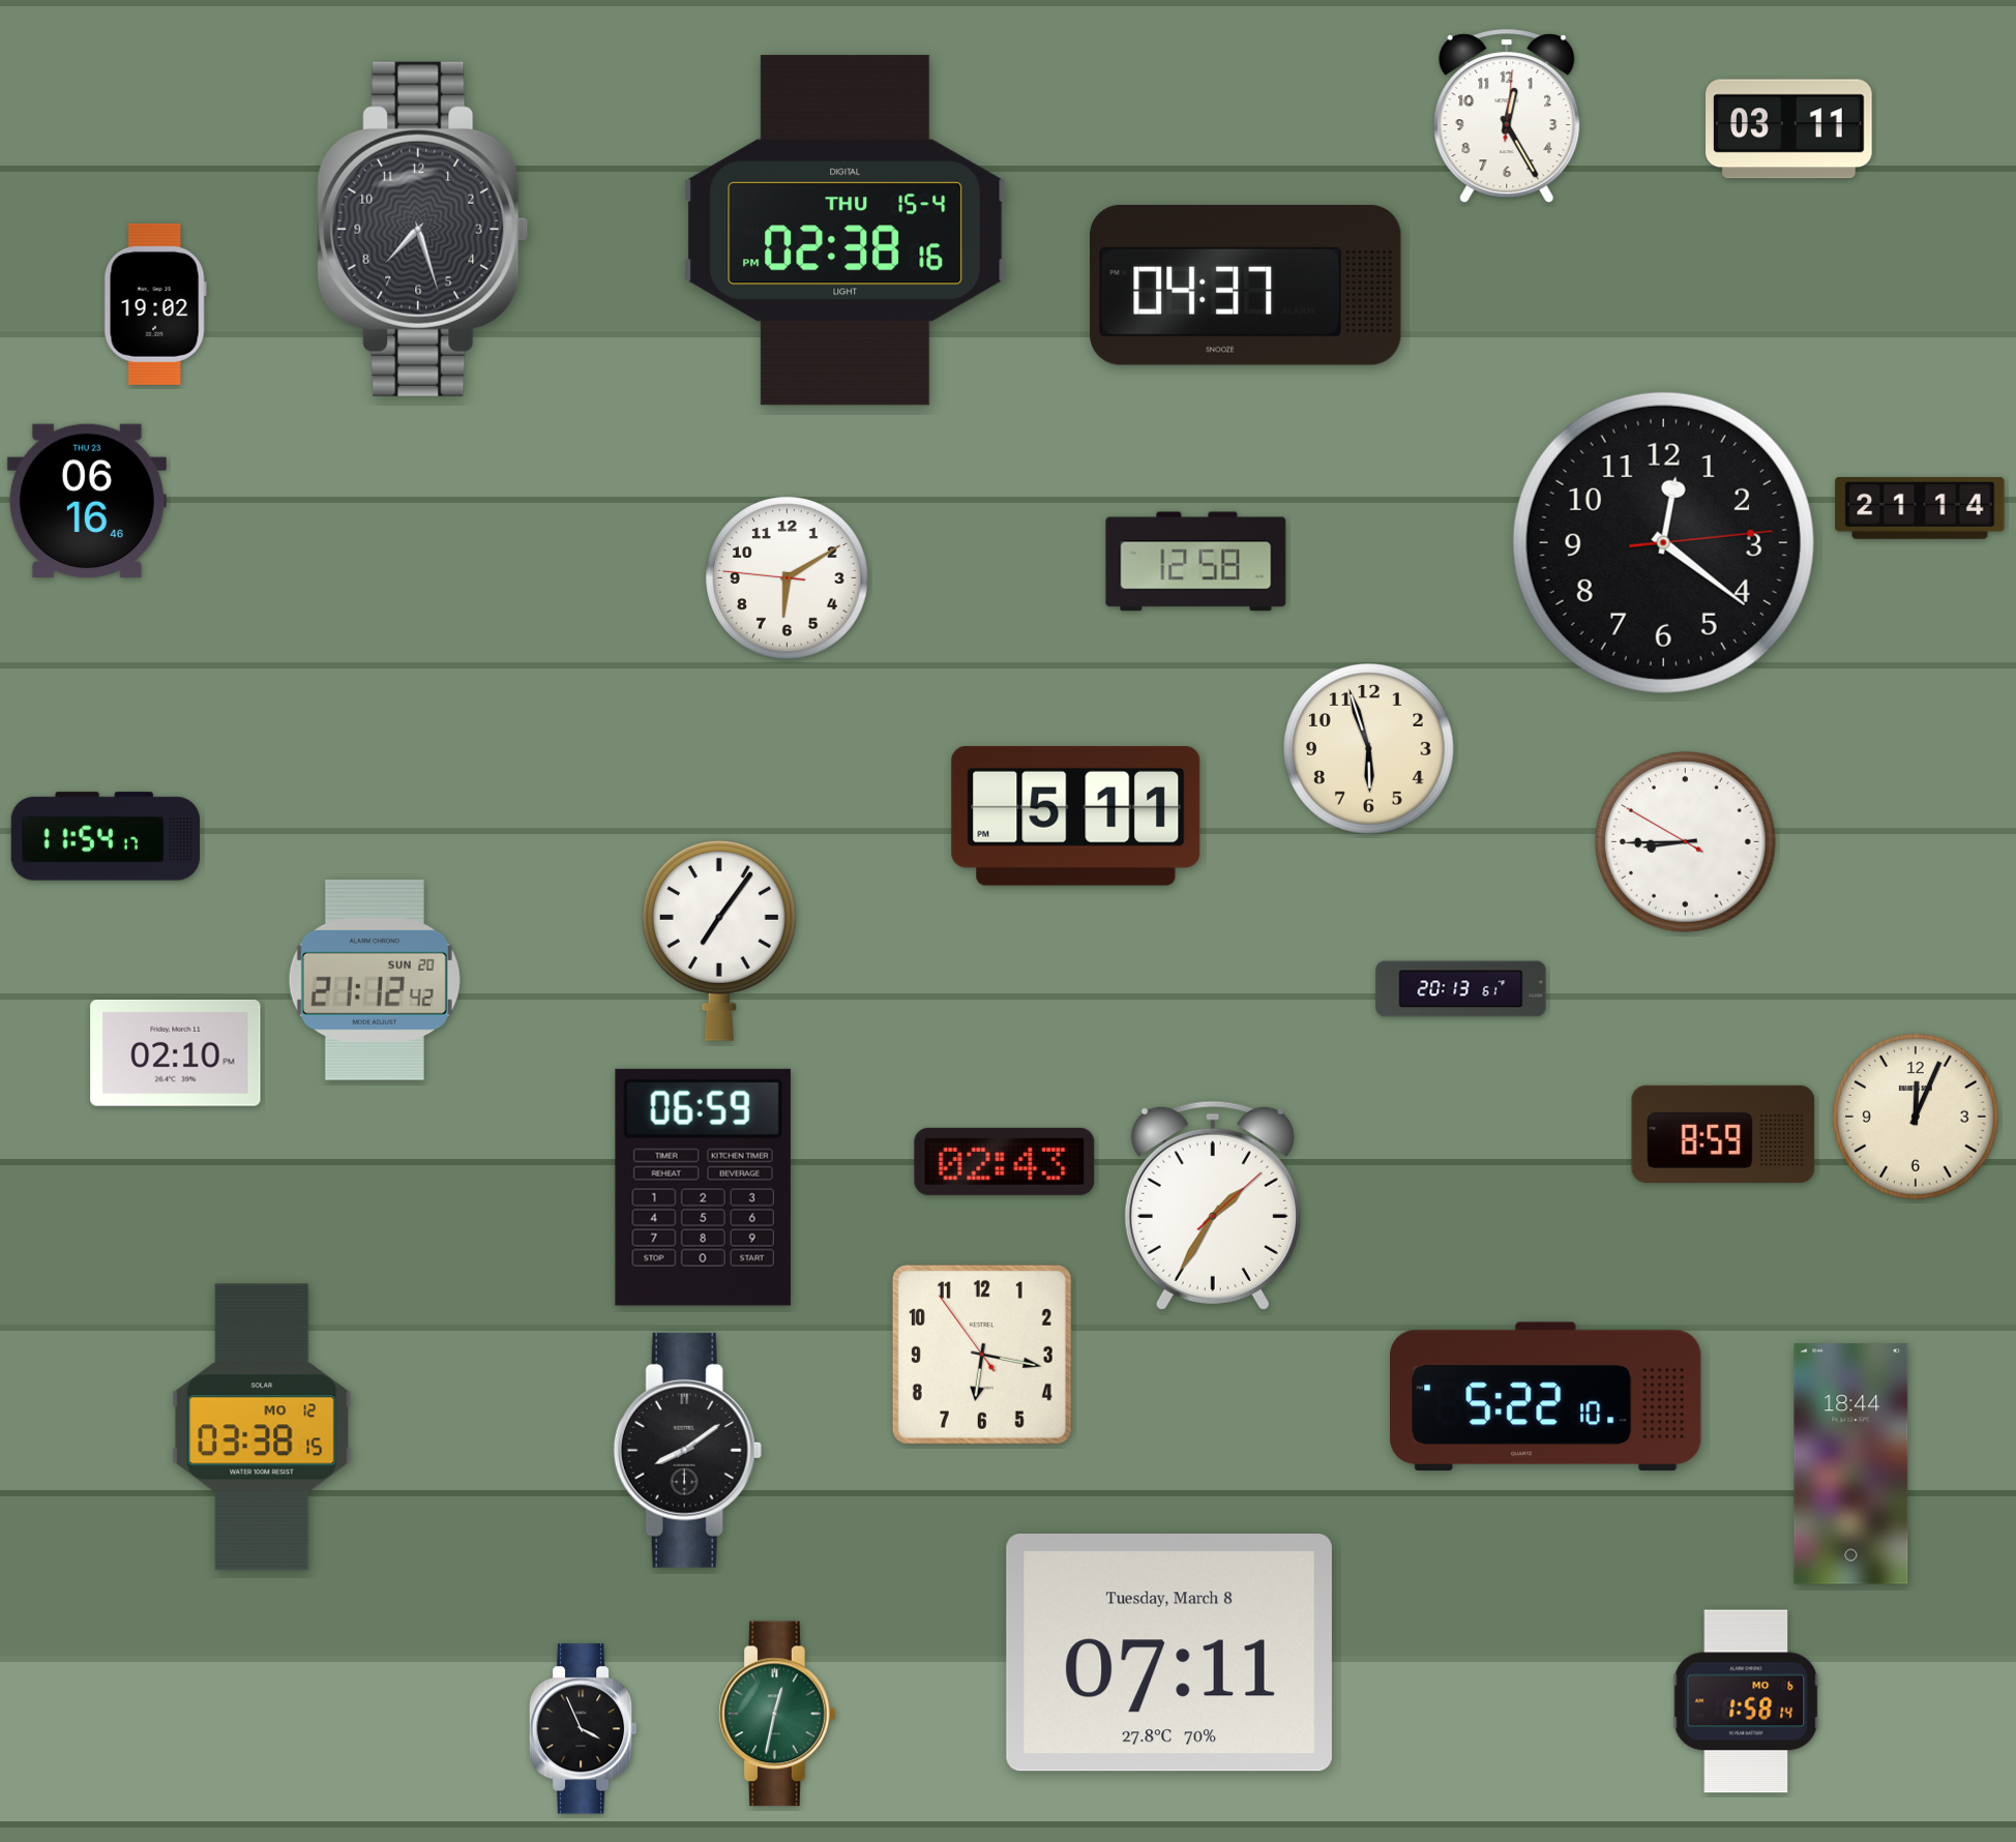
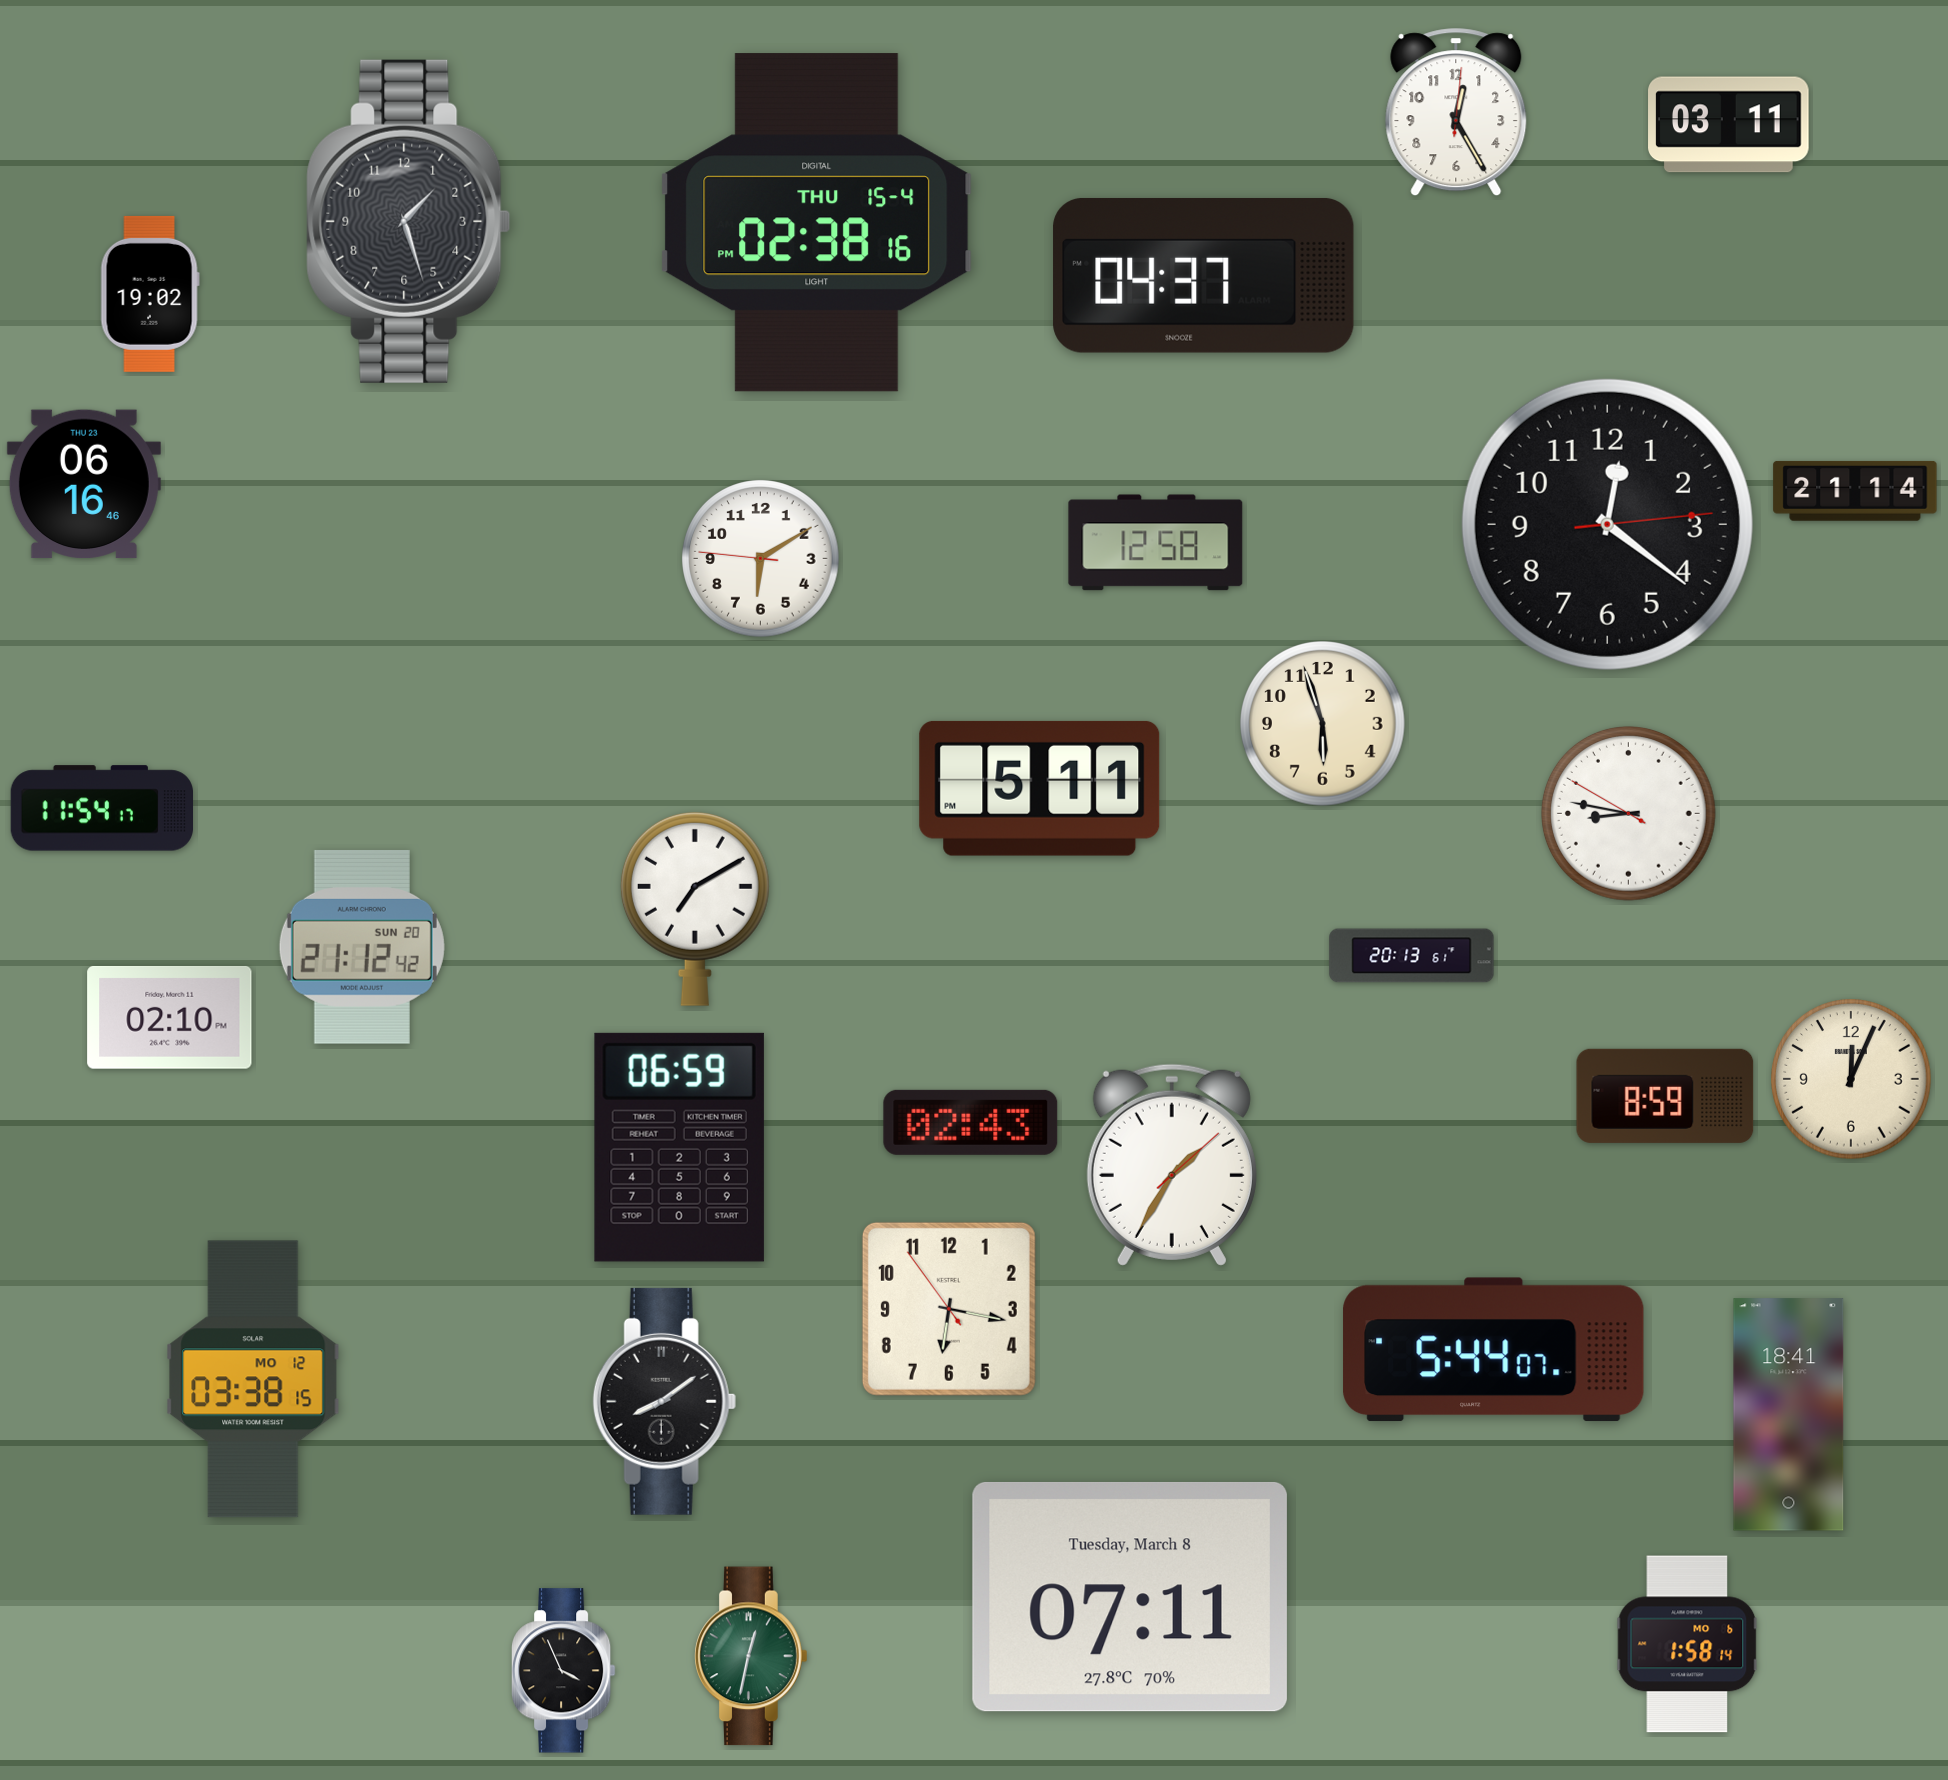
clock at (423, 229): 7:27 -> 1:27
clock at (1686, 842): 8:44 -> 8:46
clock at (719, 941): 7:06 -> 7:10
clock at (1546, 1397): 5:22 -> 5:44
clock at (1851, 1464): 18:44 -> 18:41
